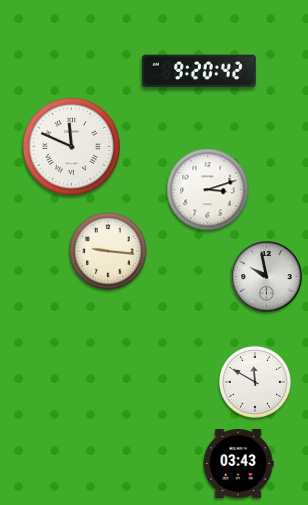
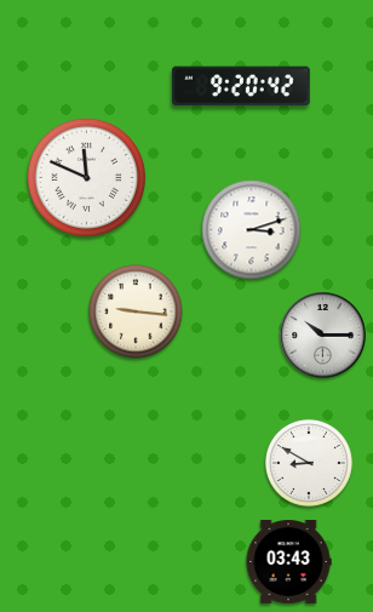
clock at (108, 251) position: (108, 251) -> (136, 311)
clock at (267, 277): 9:58 -> 10:15
clock at (255, 382): 11:50 -> 8:50
